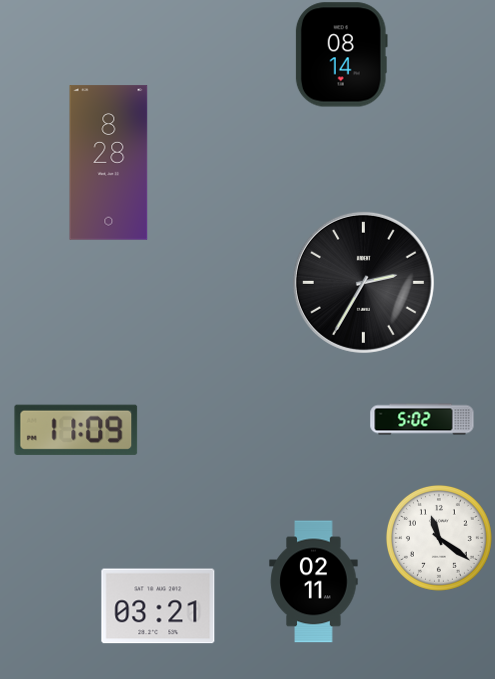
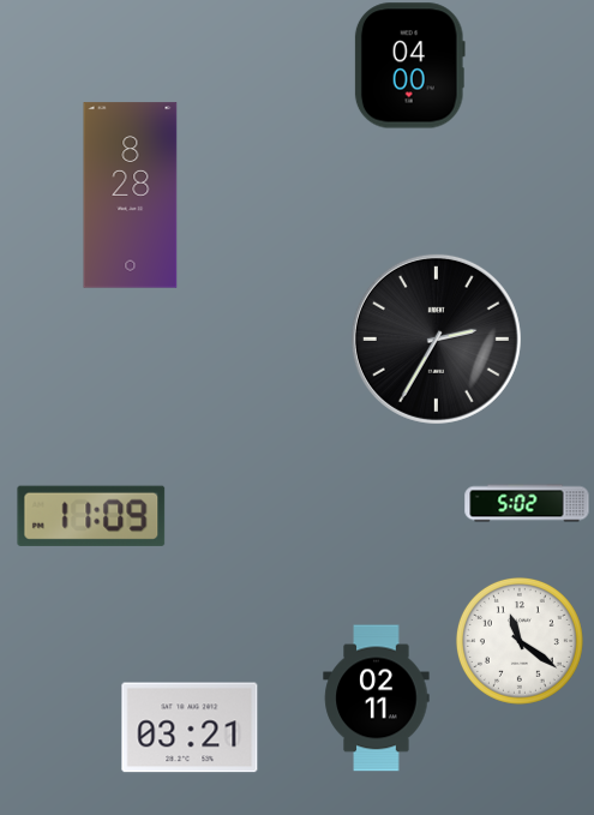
clock at (341, 55): 08:14 -> 04:00
clock at (422, 419) position: (422, 419) -> (527, 503)
clock at (439, 538) position: (439, 538) -> (520, 641)
